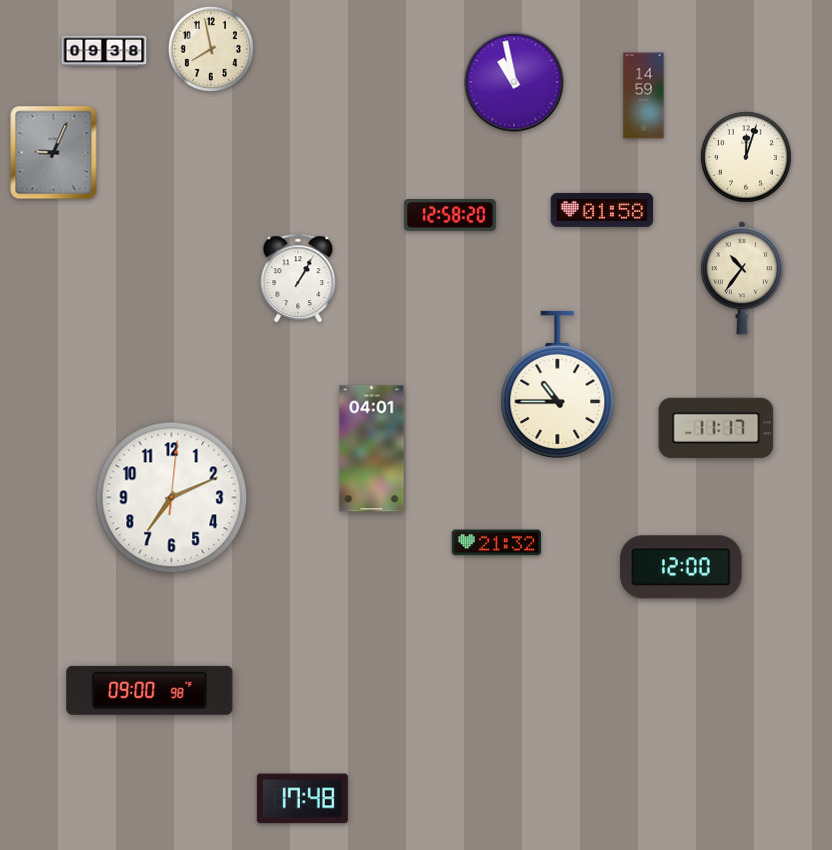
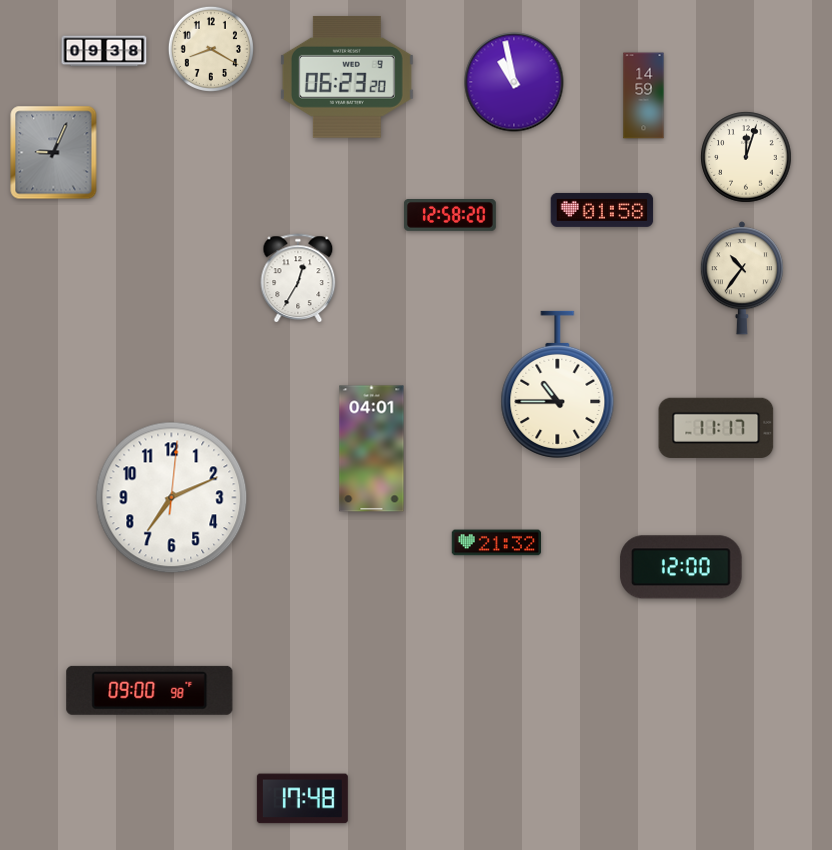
clock at (211, 49): 7:58 -> 8:20
clock at (347, 77): none -> 06:23
clock at (298, 278): 1:05 -> 12:35
